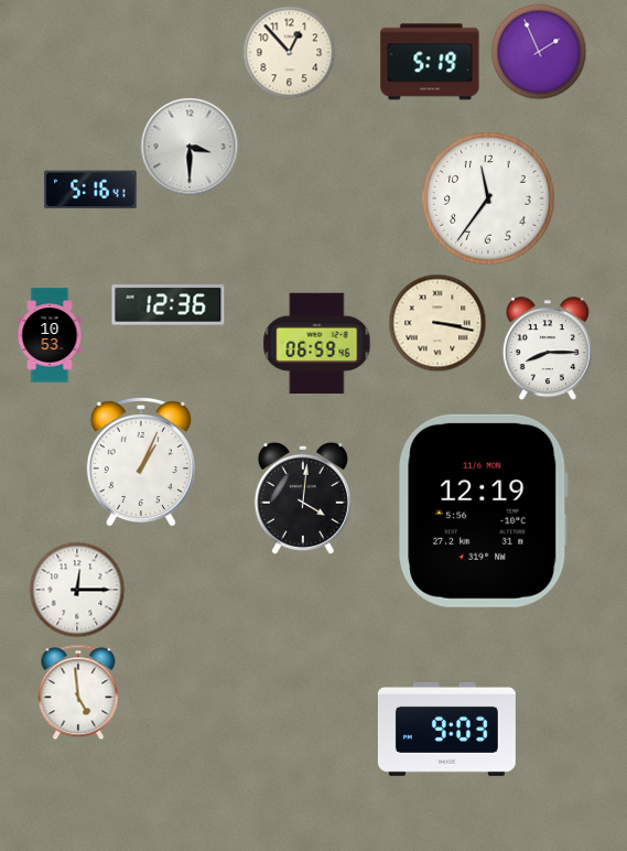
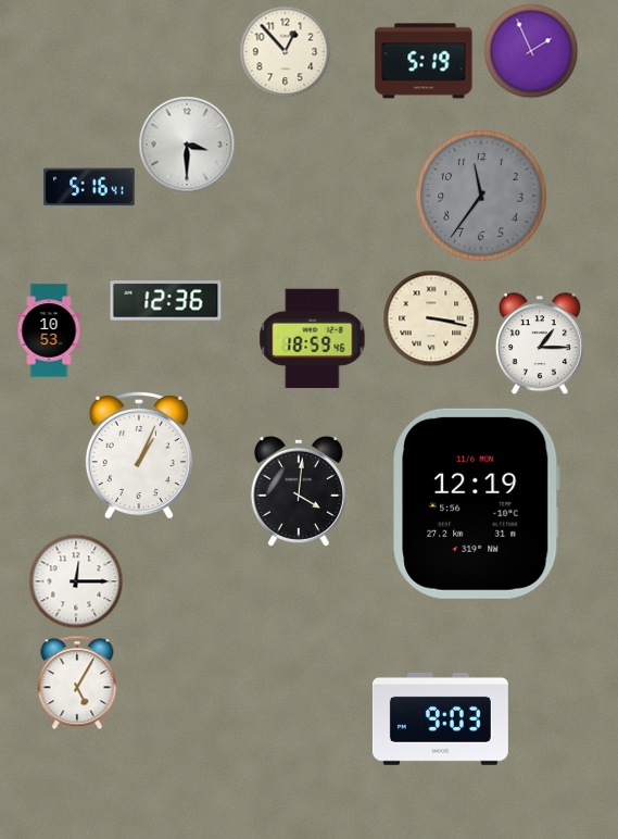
clock at (488, 198) dial: white -> grey
clock at (317, 344): 06:59 -> 18:59
clock at (548, 348): 8:15 -> 1:15
clock at (78, 692): 4:59 -> 5:05
